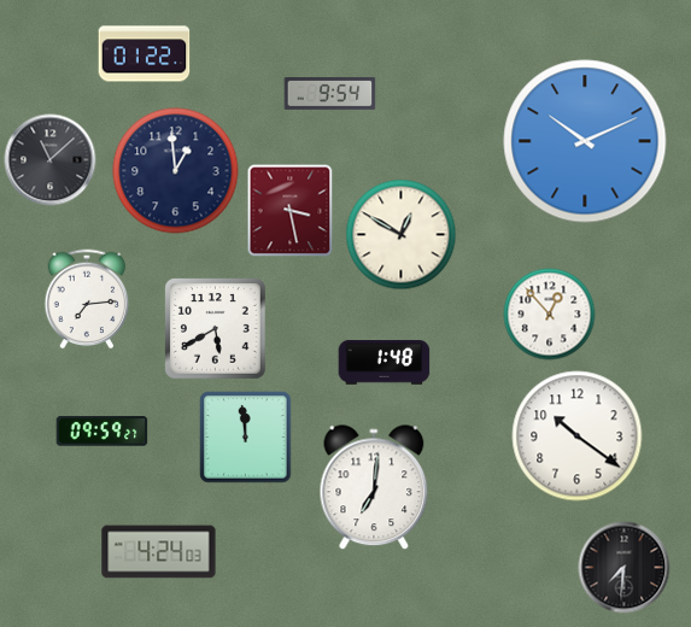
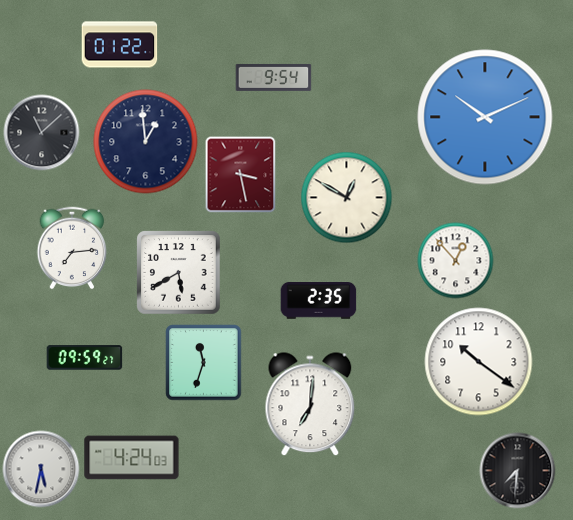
clock at (402, 235) position: (402, 235) -> (347, 198)
clock at (385, 363): 1:48 -> 2:35
clock at (246, 438): 11:59 -> 11:33
clock at (41, 469): none -> 5:32
